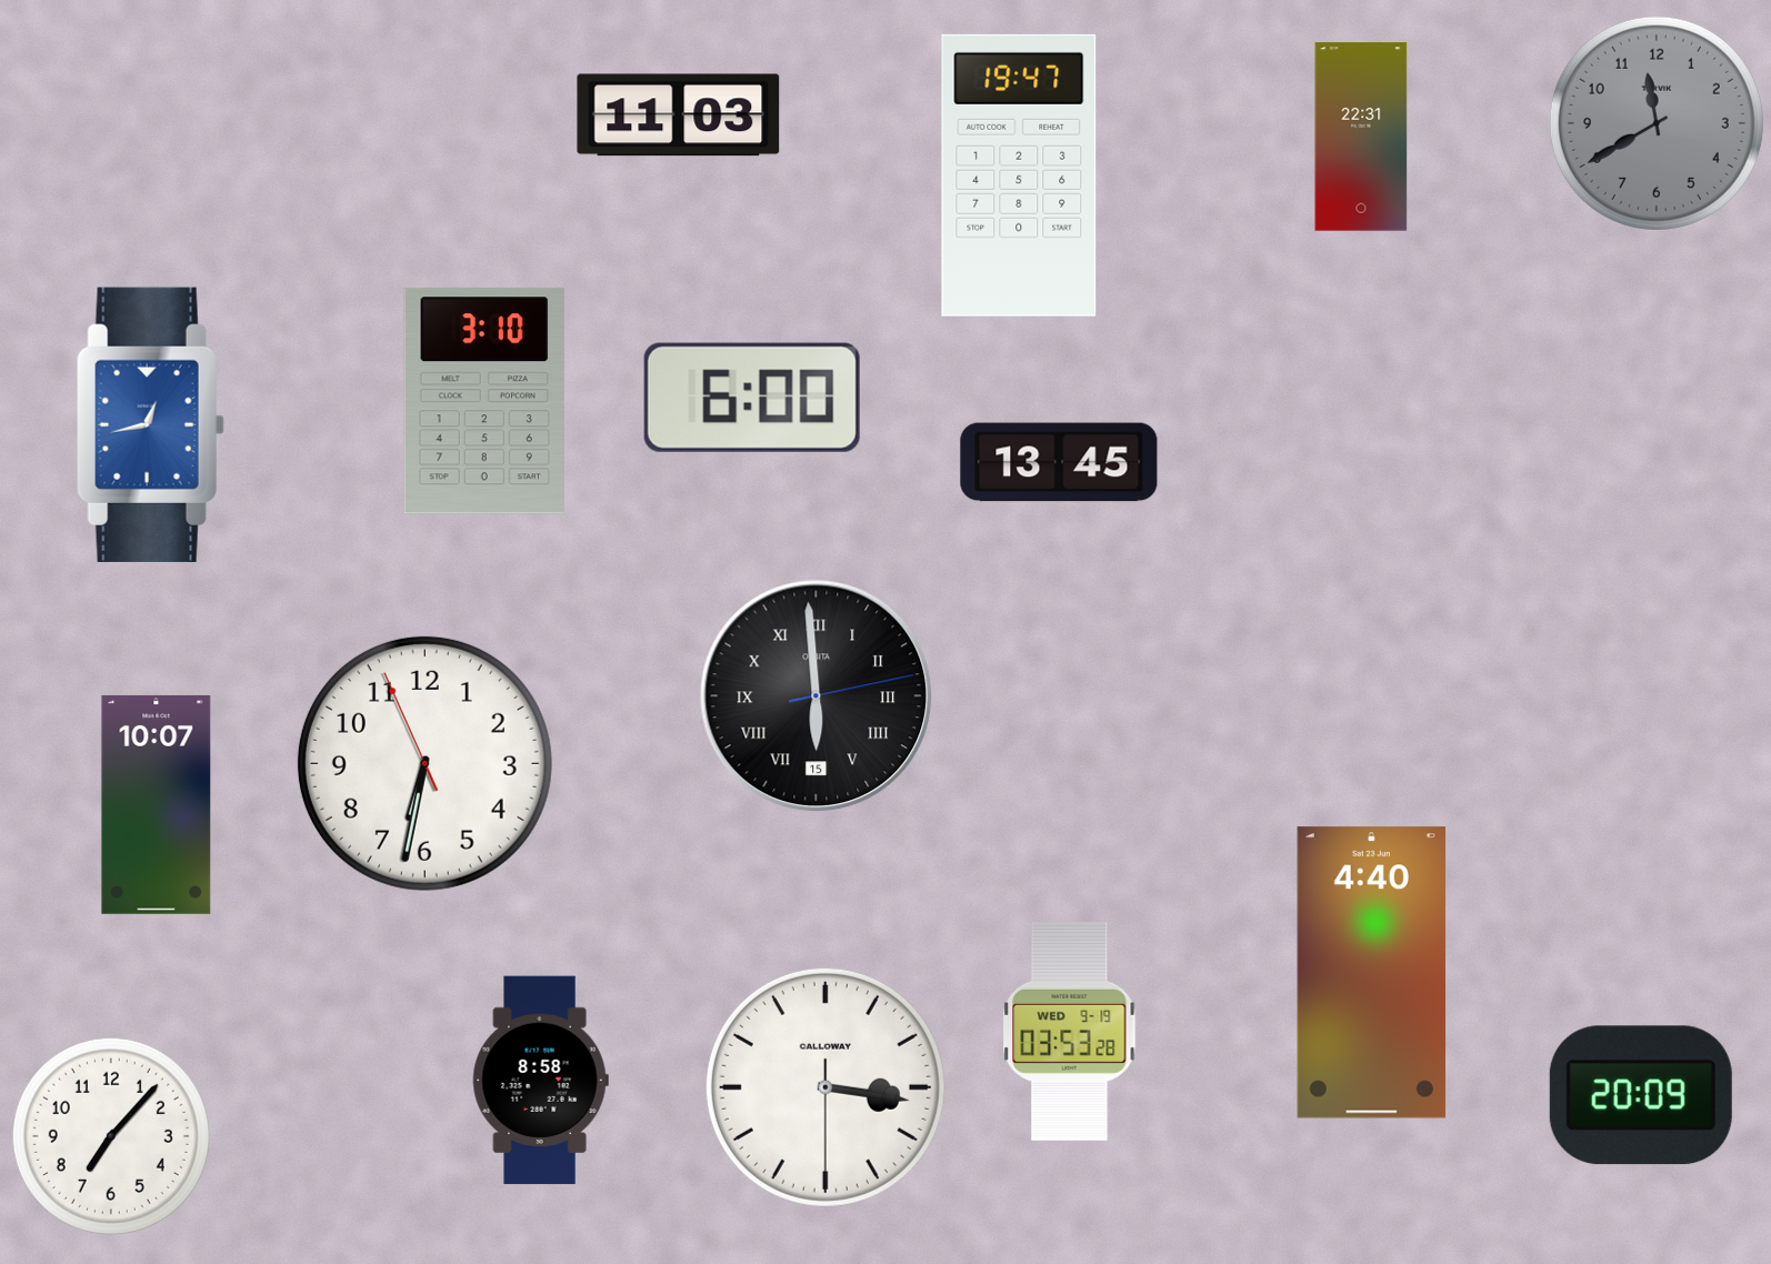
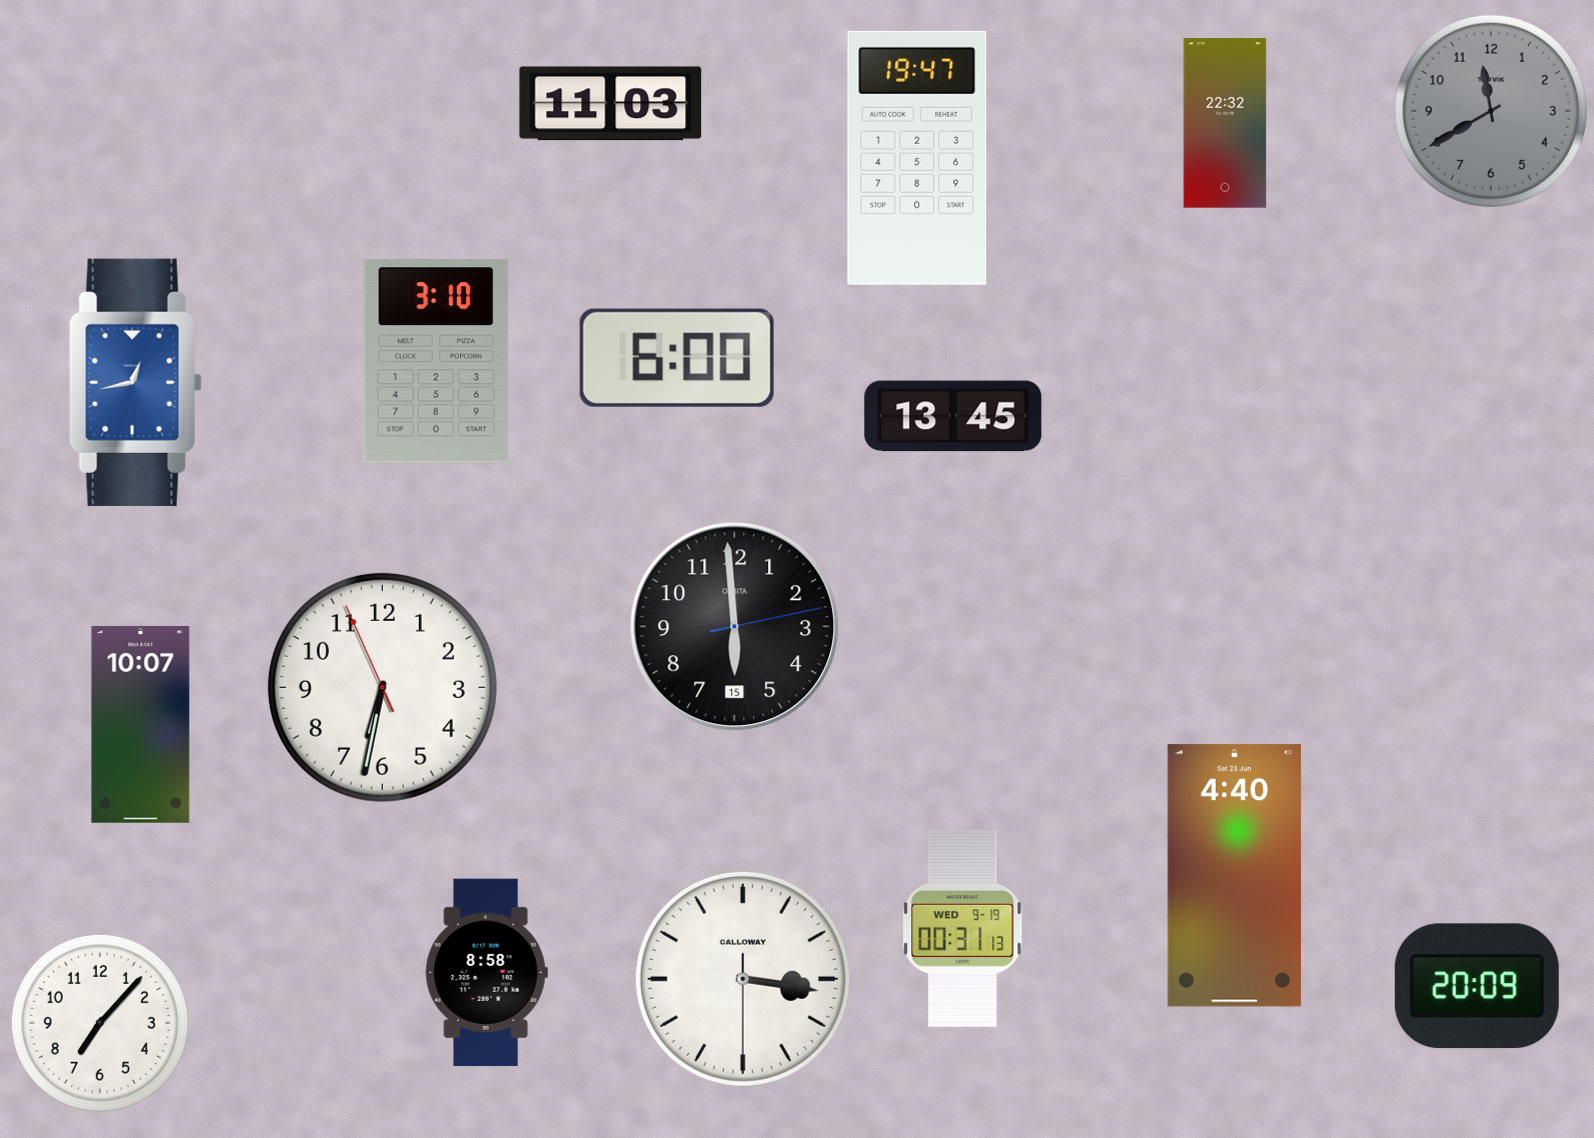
clock at (1361, 137): 22:31 -> 22:32
clock at (817, 696) numerals: Roman -> Arabic
clock at (1070, 1031): 03:53 -> 00:31
